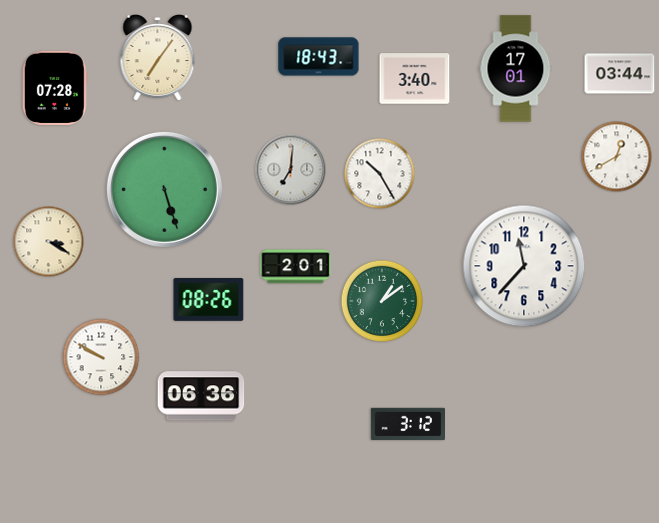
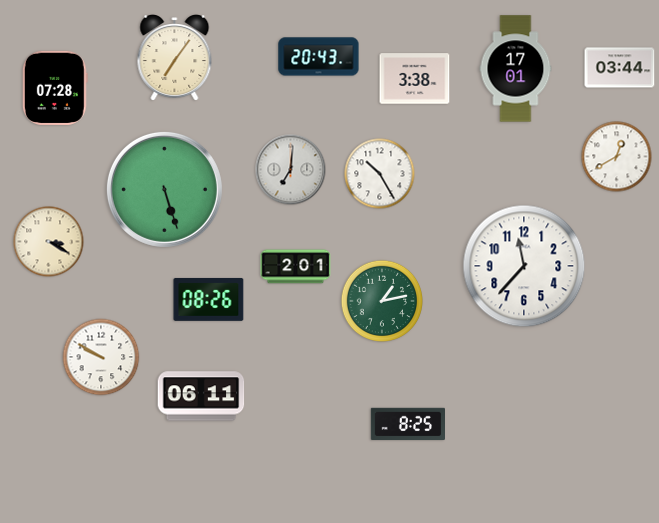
clock at (319, 57): 18:43 -> 20:43
clock at (158, 58) position: (158, 58) -> (175, 58)
clock at (620, 74) position: (620, 74) -> (620, 68)
clock at (415, 79): 3:40 -> 3:38
clock at (382, 301): 1:09 -> 1:13
clock at (201, 396): 06:36 -> 06:11
clock at (407, 424): 3:12 -> 8:25
